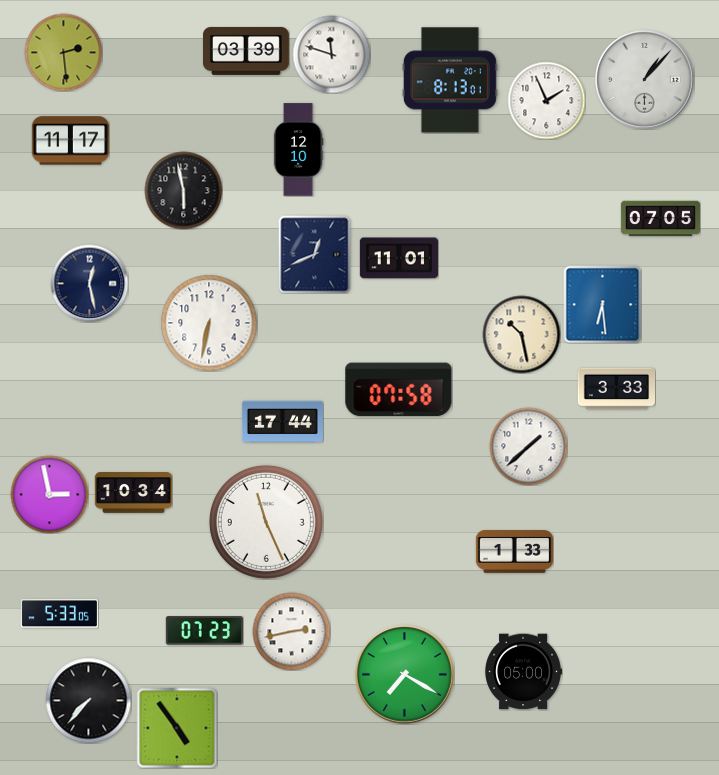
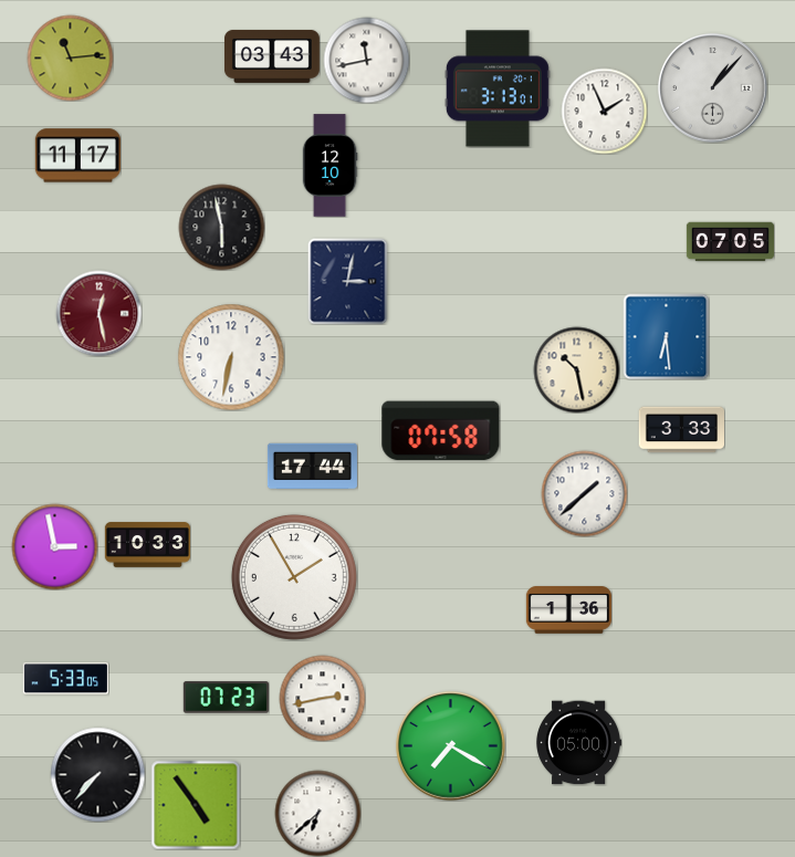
clock at (246, 51): 03:39 -> 03:43
clock at (63, 52): 2:29 -> 11:14
clock at (331, 54): 11:48 -> 11:43
clock at (450, 80): 8:13 -> 3:13
clock at (183, 190) position: (183, 190) -> (221, 227)
clock at (315, 254): 12:41 -> 3:02
clock at (398, 258): 11:01 -> none
clock at (89, 283) dial: navy -> burgundy
clock at (133, 493): 10:34 -> 10:33
clock at (266, 522): 11:26 -> 1:55
clock at (514, 552): 1:33 -> 1:36
clock at (405, 675) position: (405, 675) -> (451, 746)
clock at (317, 813): none -> 6:38
